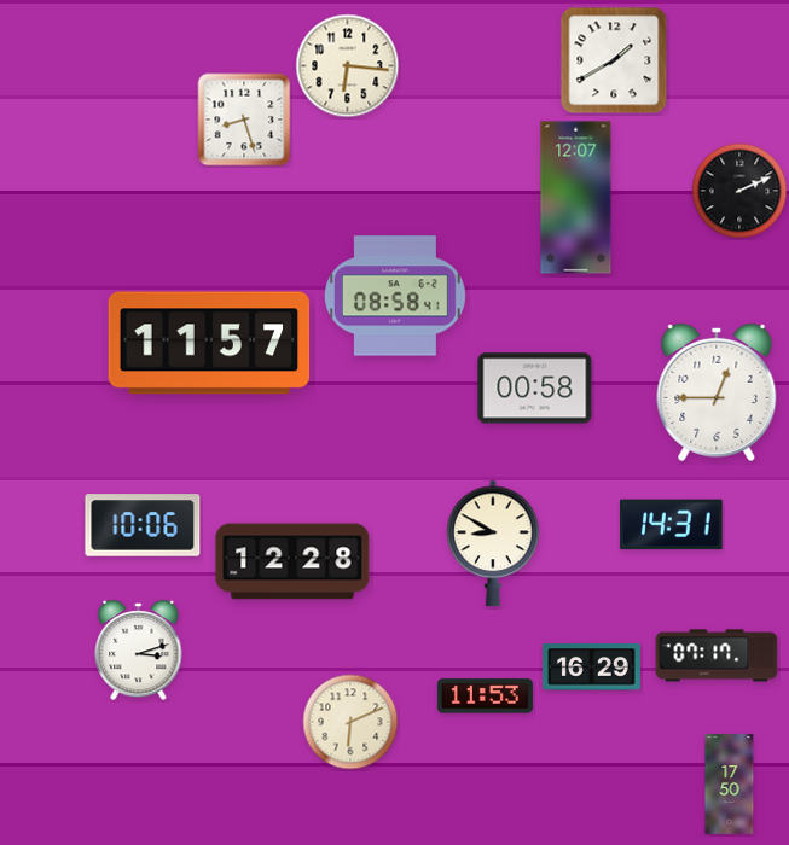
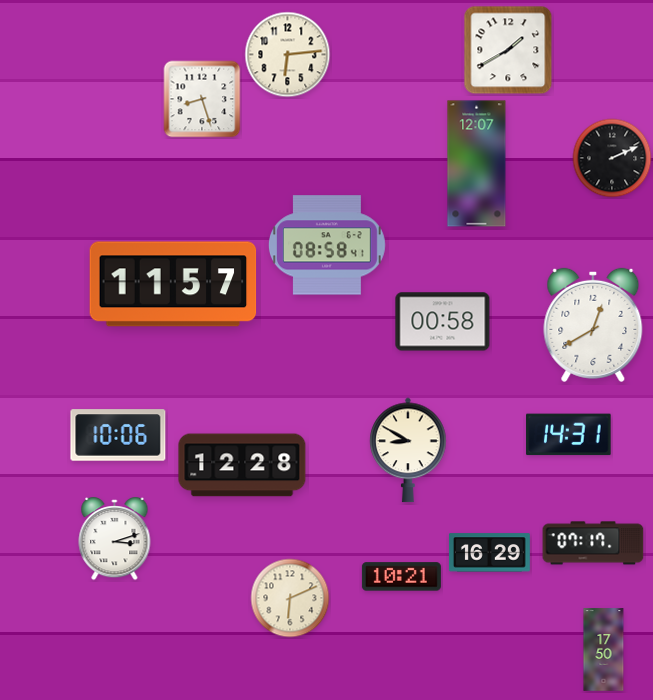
clock at (348, 66): 6:16 -> 6:14
clock at (717, 392): 12:45 -> 12:40
clock at (672, 525) position: (672, 525) -> (569, 435)
clock at (485, 697): 11:53 -> 10:21
